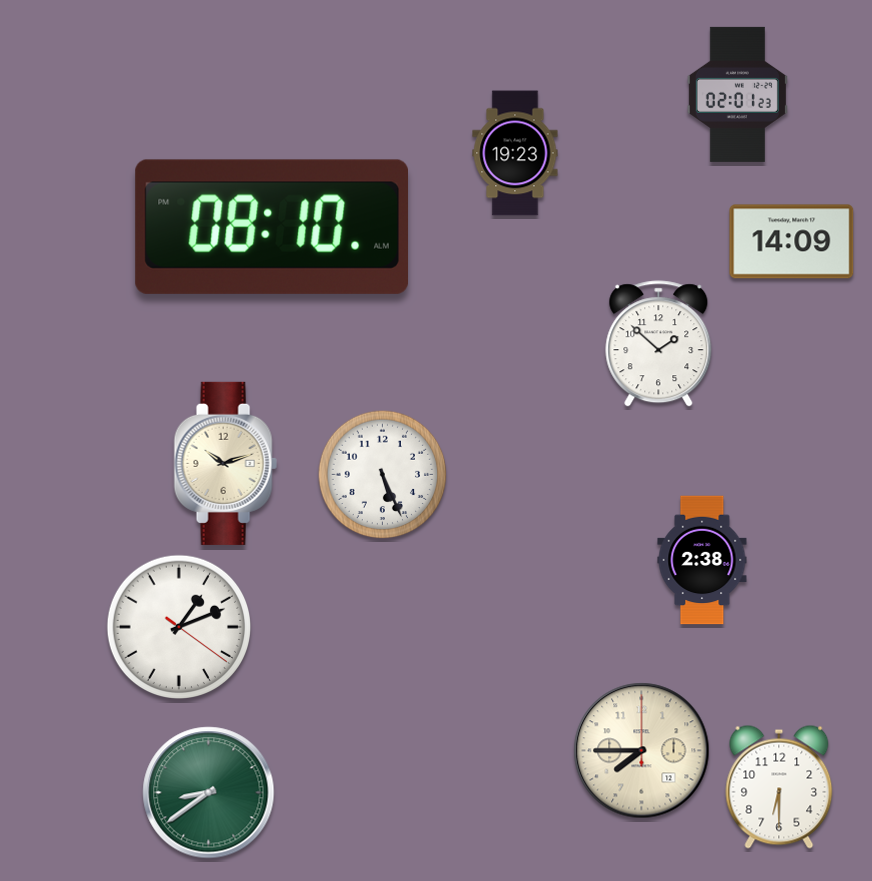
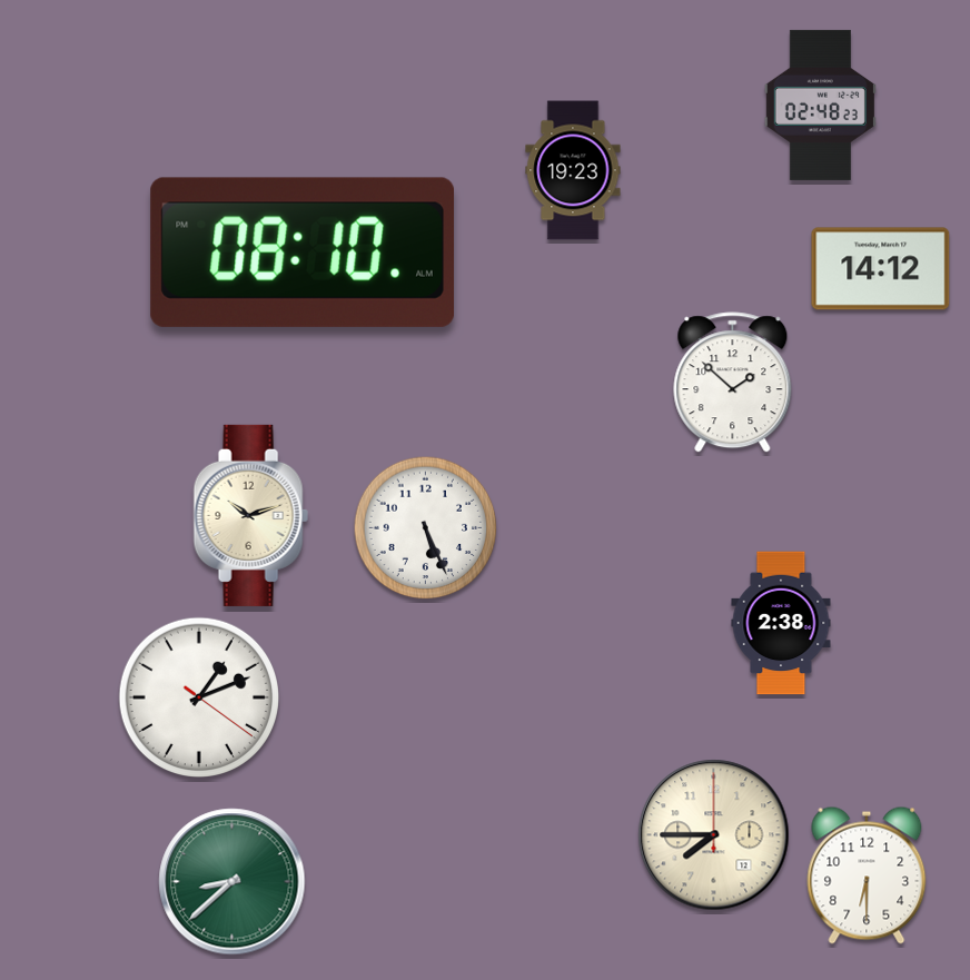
clock at (737, 94): 02:01 -> 02:48
clock at (792, 242): 14:09 -> 14:12
clock at (209, 793): 8:39 -> 8:38
